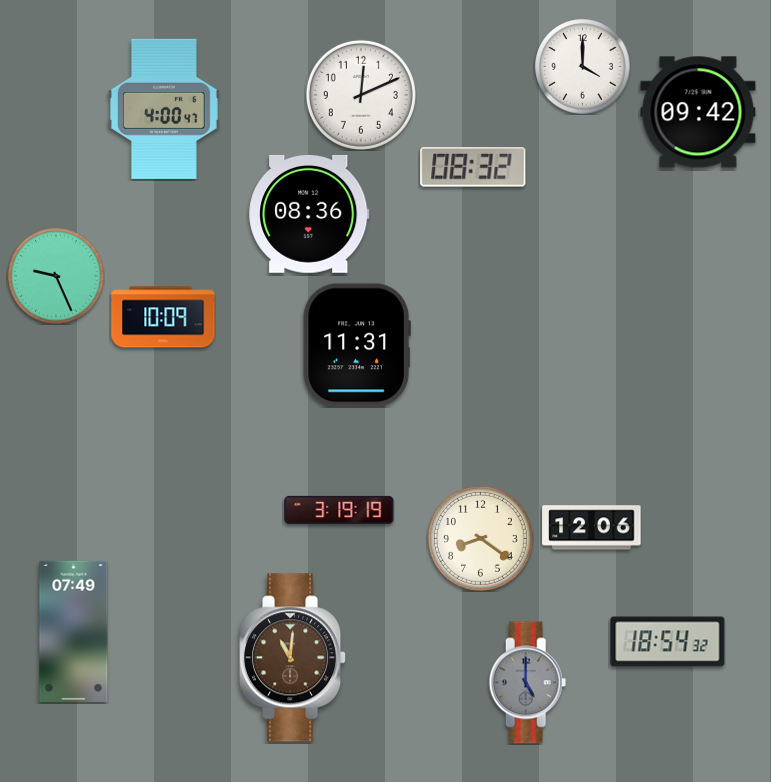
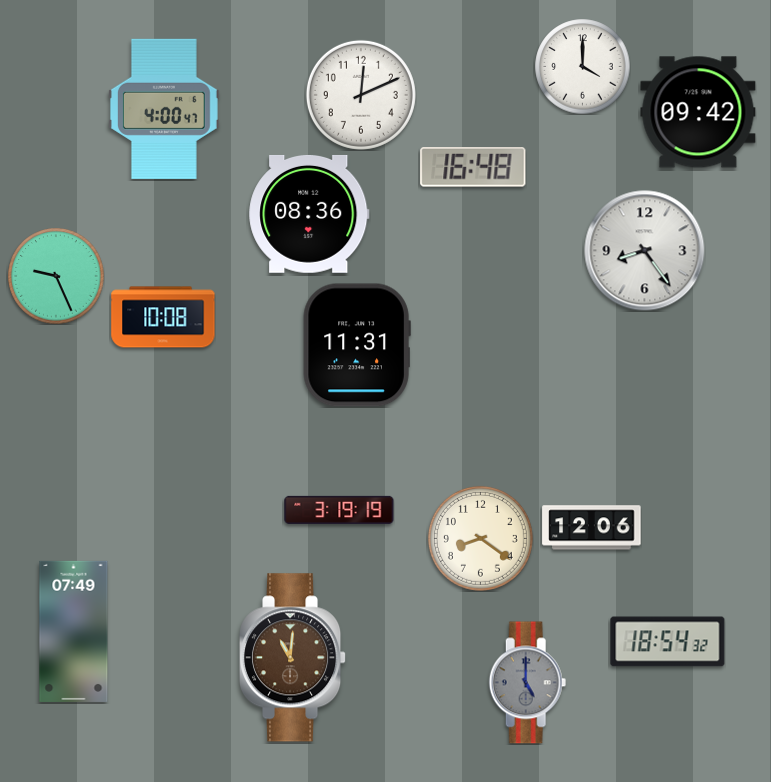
clock at (473, 168): 08:32 -> 16:48
clock at (645, 251): none -> 8:24
clock at (163, 317): 10:09 -> 10:08
